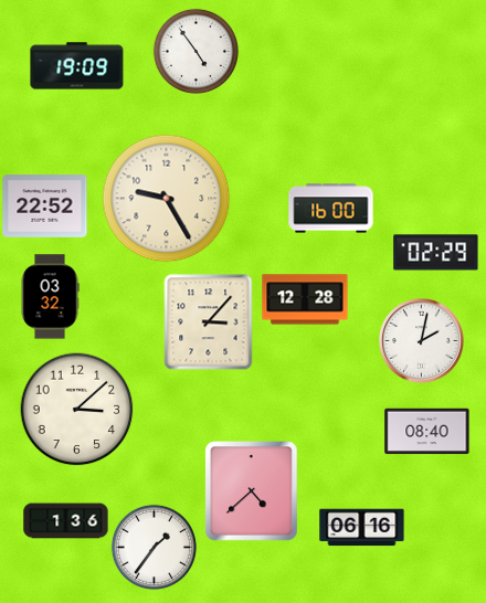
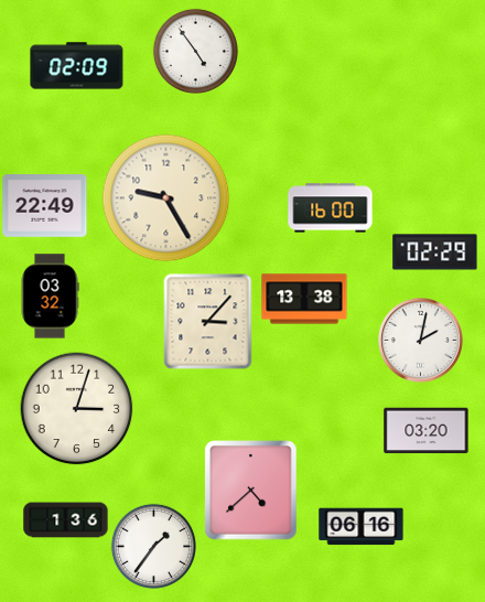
clock at (77, 66): 19:09 -> 02:09
clock at (45, 207): 22:52 -> 22:49
clock at (305, 299): 12:28 -> 13:38
clock at (77, 410): 3:08 -> 3:03
clock at (427, 432): 08:40 -> 03:20
